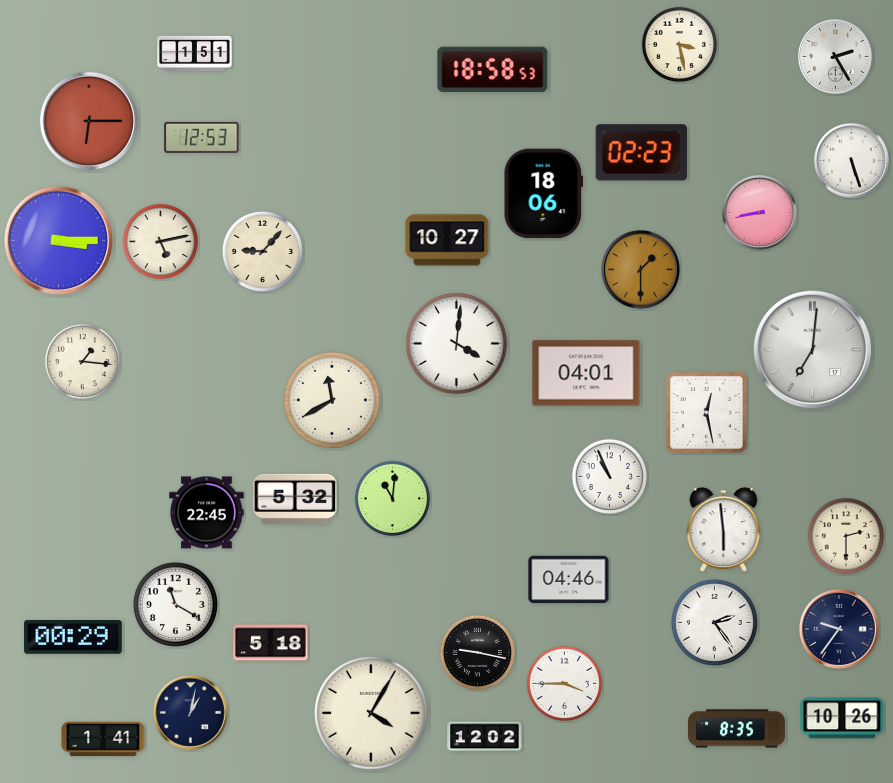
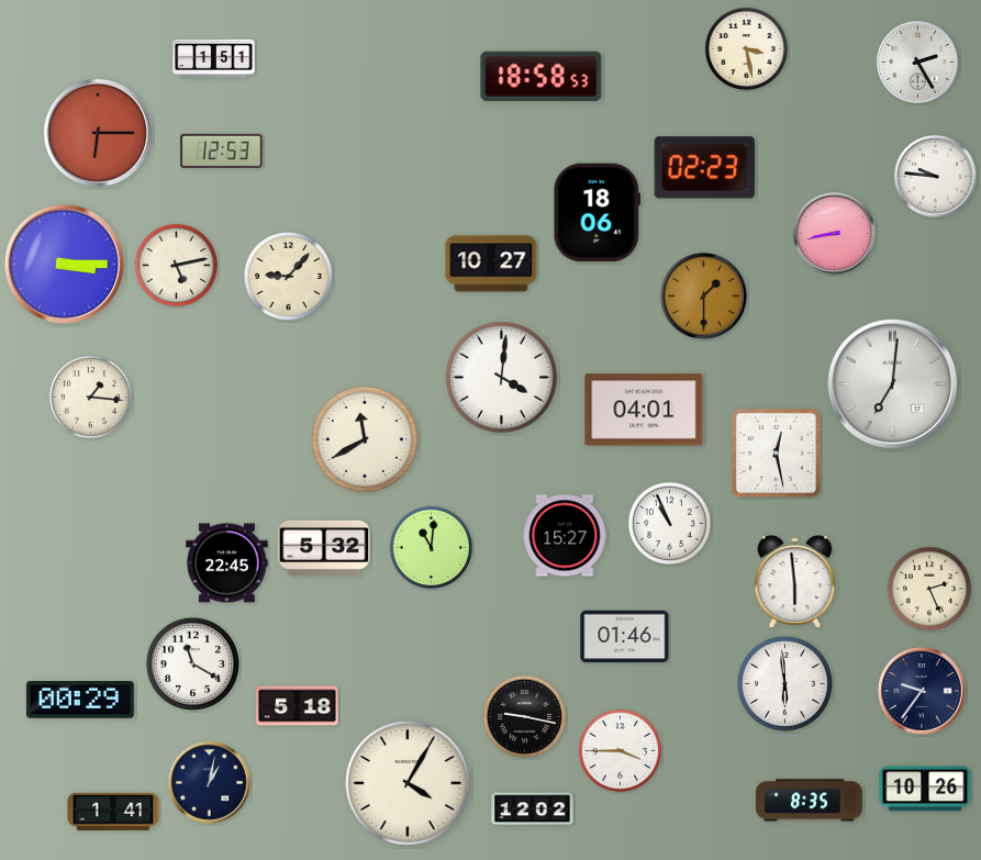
clock at (852, 161): 5:27 -> 9:46
clock at (566, 536): none -> 15:27
clock at (845, 535): 2:30 -> 2:26
clock at (569, 580): 04:46 -> 01:46
clock at (714, 622): 2:24 -> 5:59
